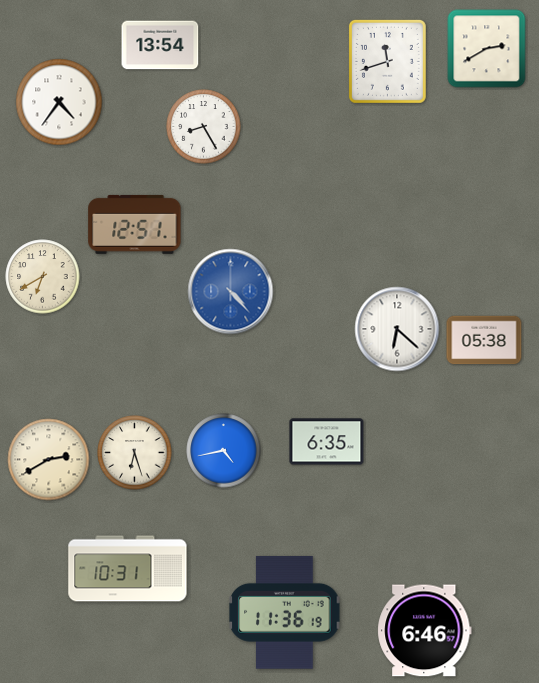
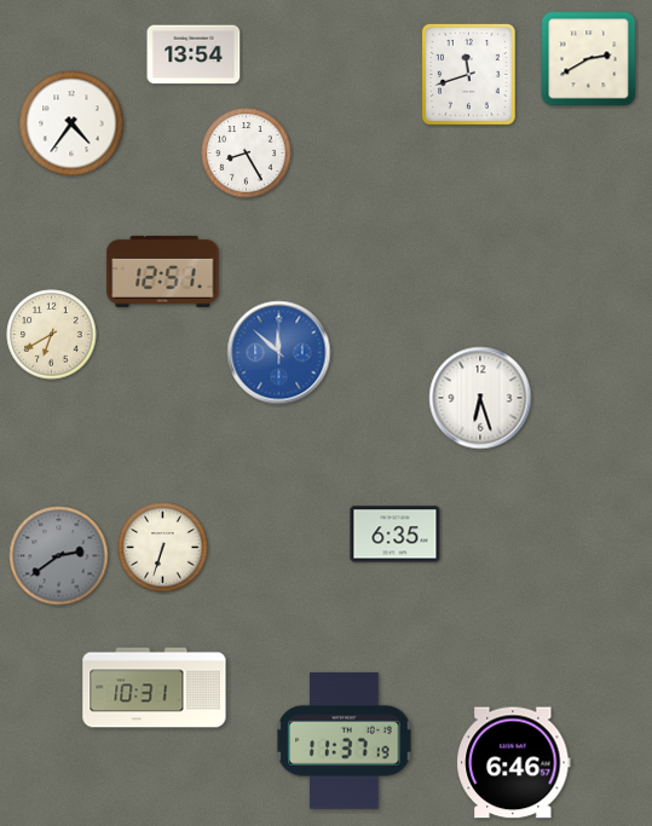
clock at (231, 292): 4:23 -> 11:52
clock at (397, 329): 6:22 -> 6:27
clock at (484, 340): 05:38 -> none
clock at (224, 451): 4:43 -> none
clock at (135, 453): 6:27 -> 6:33
clock at (49, 460): 2:40 -> 2:39
clock at (49, 460) dial: cream -> grey
clock at (285, 612): 11:36 -> 11:37
